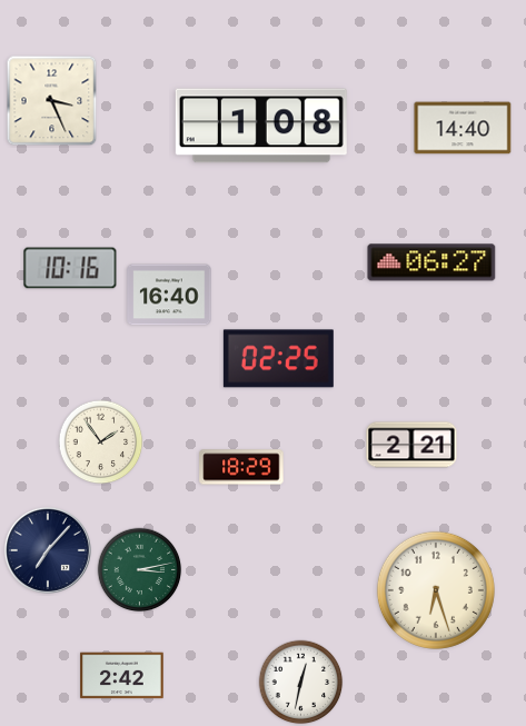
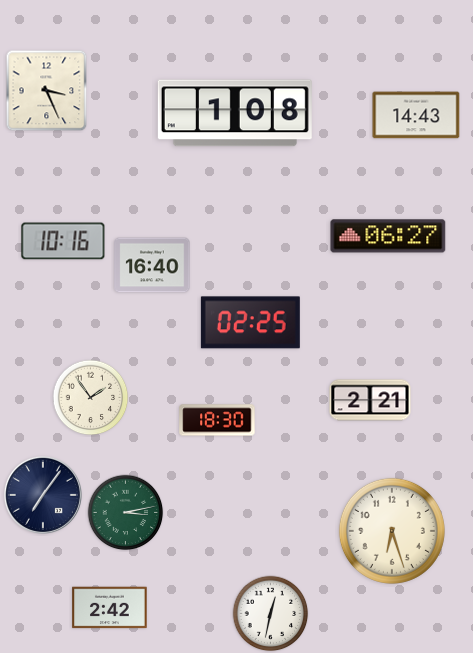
clock at (463, 128): 14:40 -> 14:43
clock at (241, 467): 18:29 -> 18:30
clock at (48, 550): 7:07 -> 7:06
